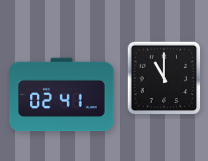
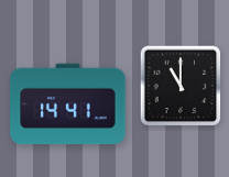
clock at (62, 95): 02:41 -> 14:41
